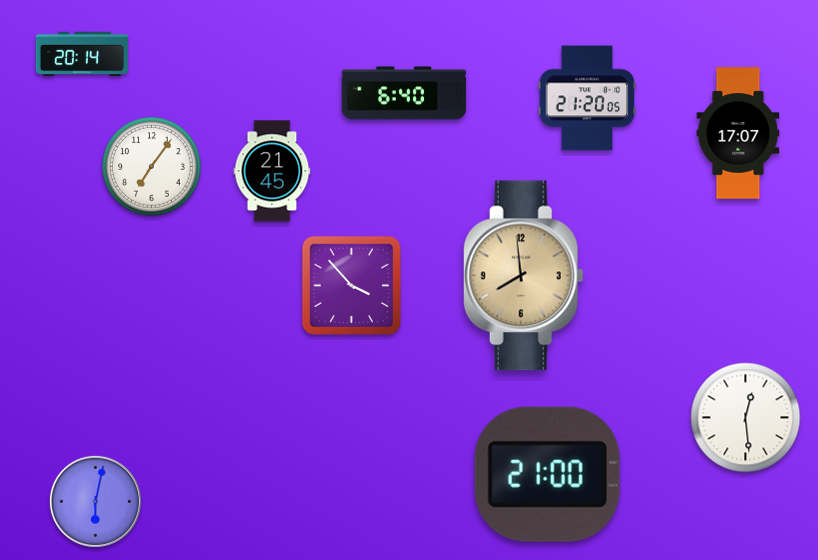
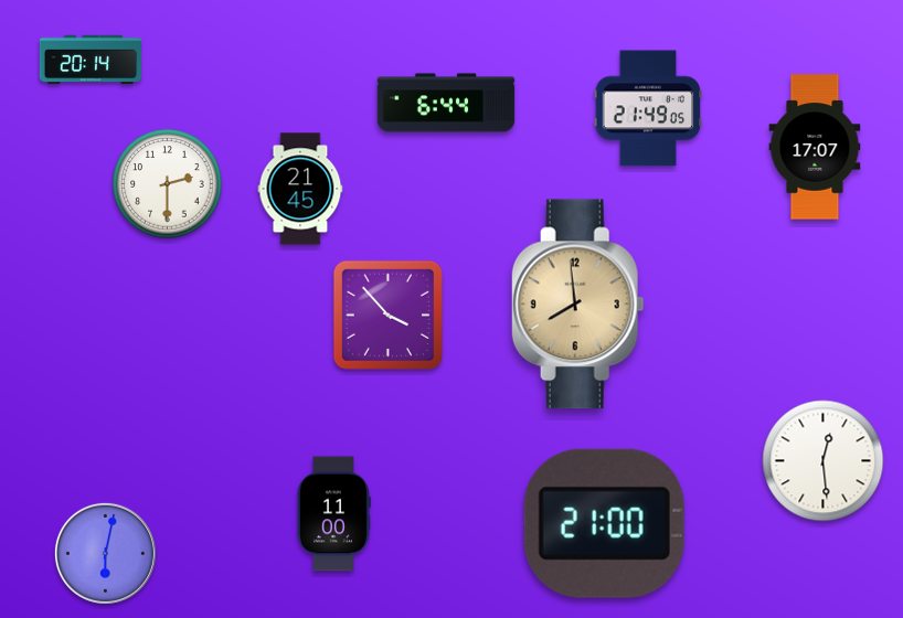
clock at (404, 93): 6:40 -> 6:44
clock at (587, 98): 21:20 -> 21:49
clock at (152, 167): 7:06 -> 2:30
clock at (333, 514): none -> 11:00
